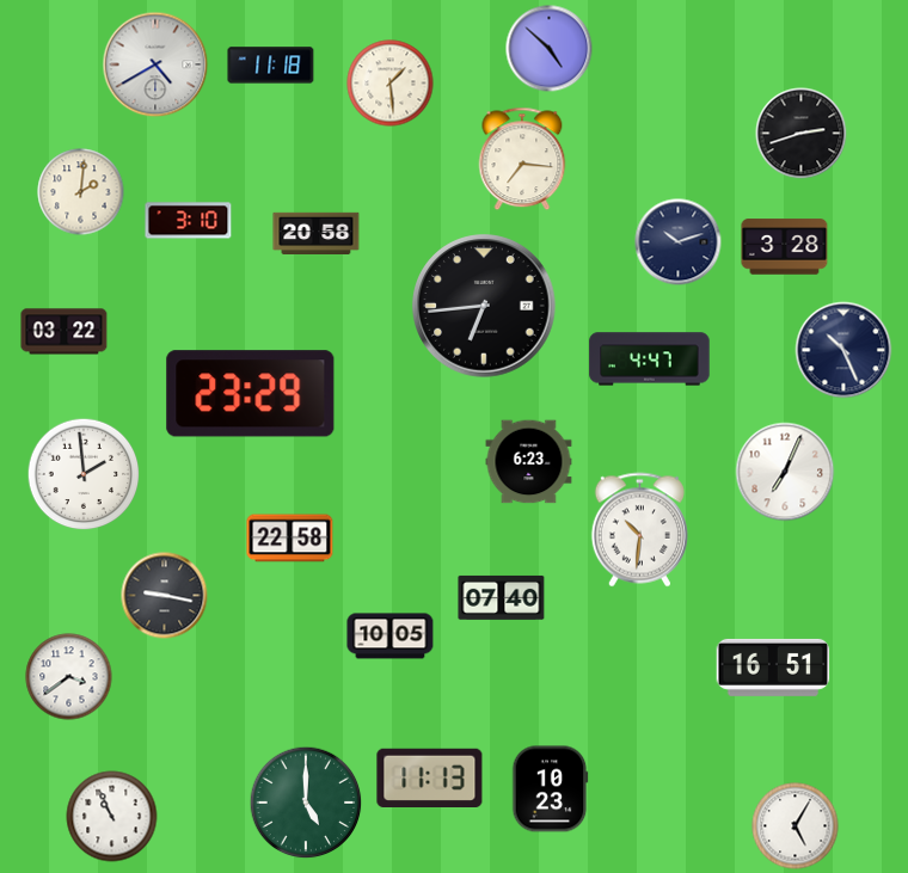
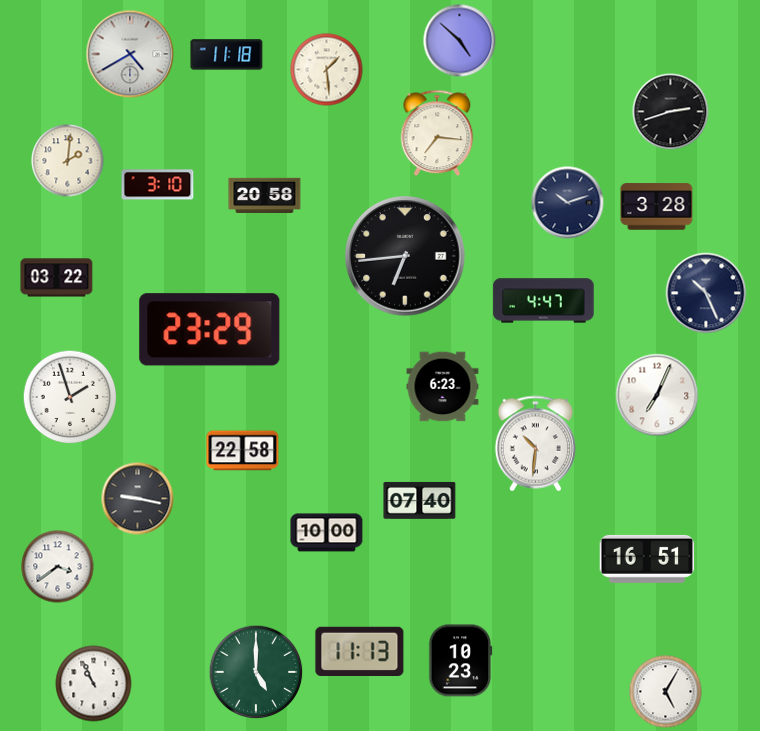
clock at (65, 332) position: (65, 332) -> (57, 278)
clock at (84, 474): 1:59 -> 1:57
clock at (391, 637): 10:05 -> 10:00
